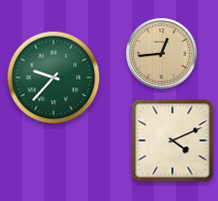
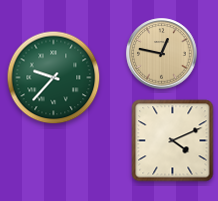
clock at (162, 54): 12:44 -> 12:47
